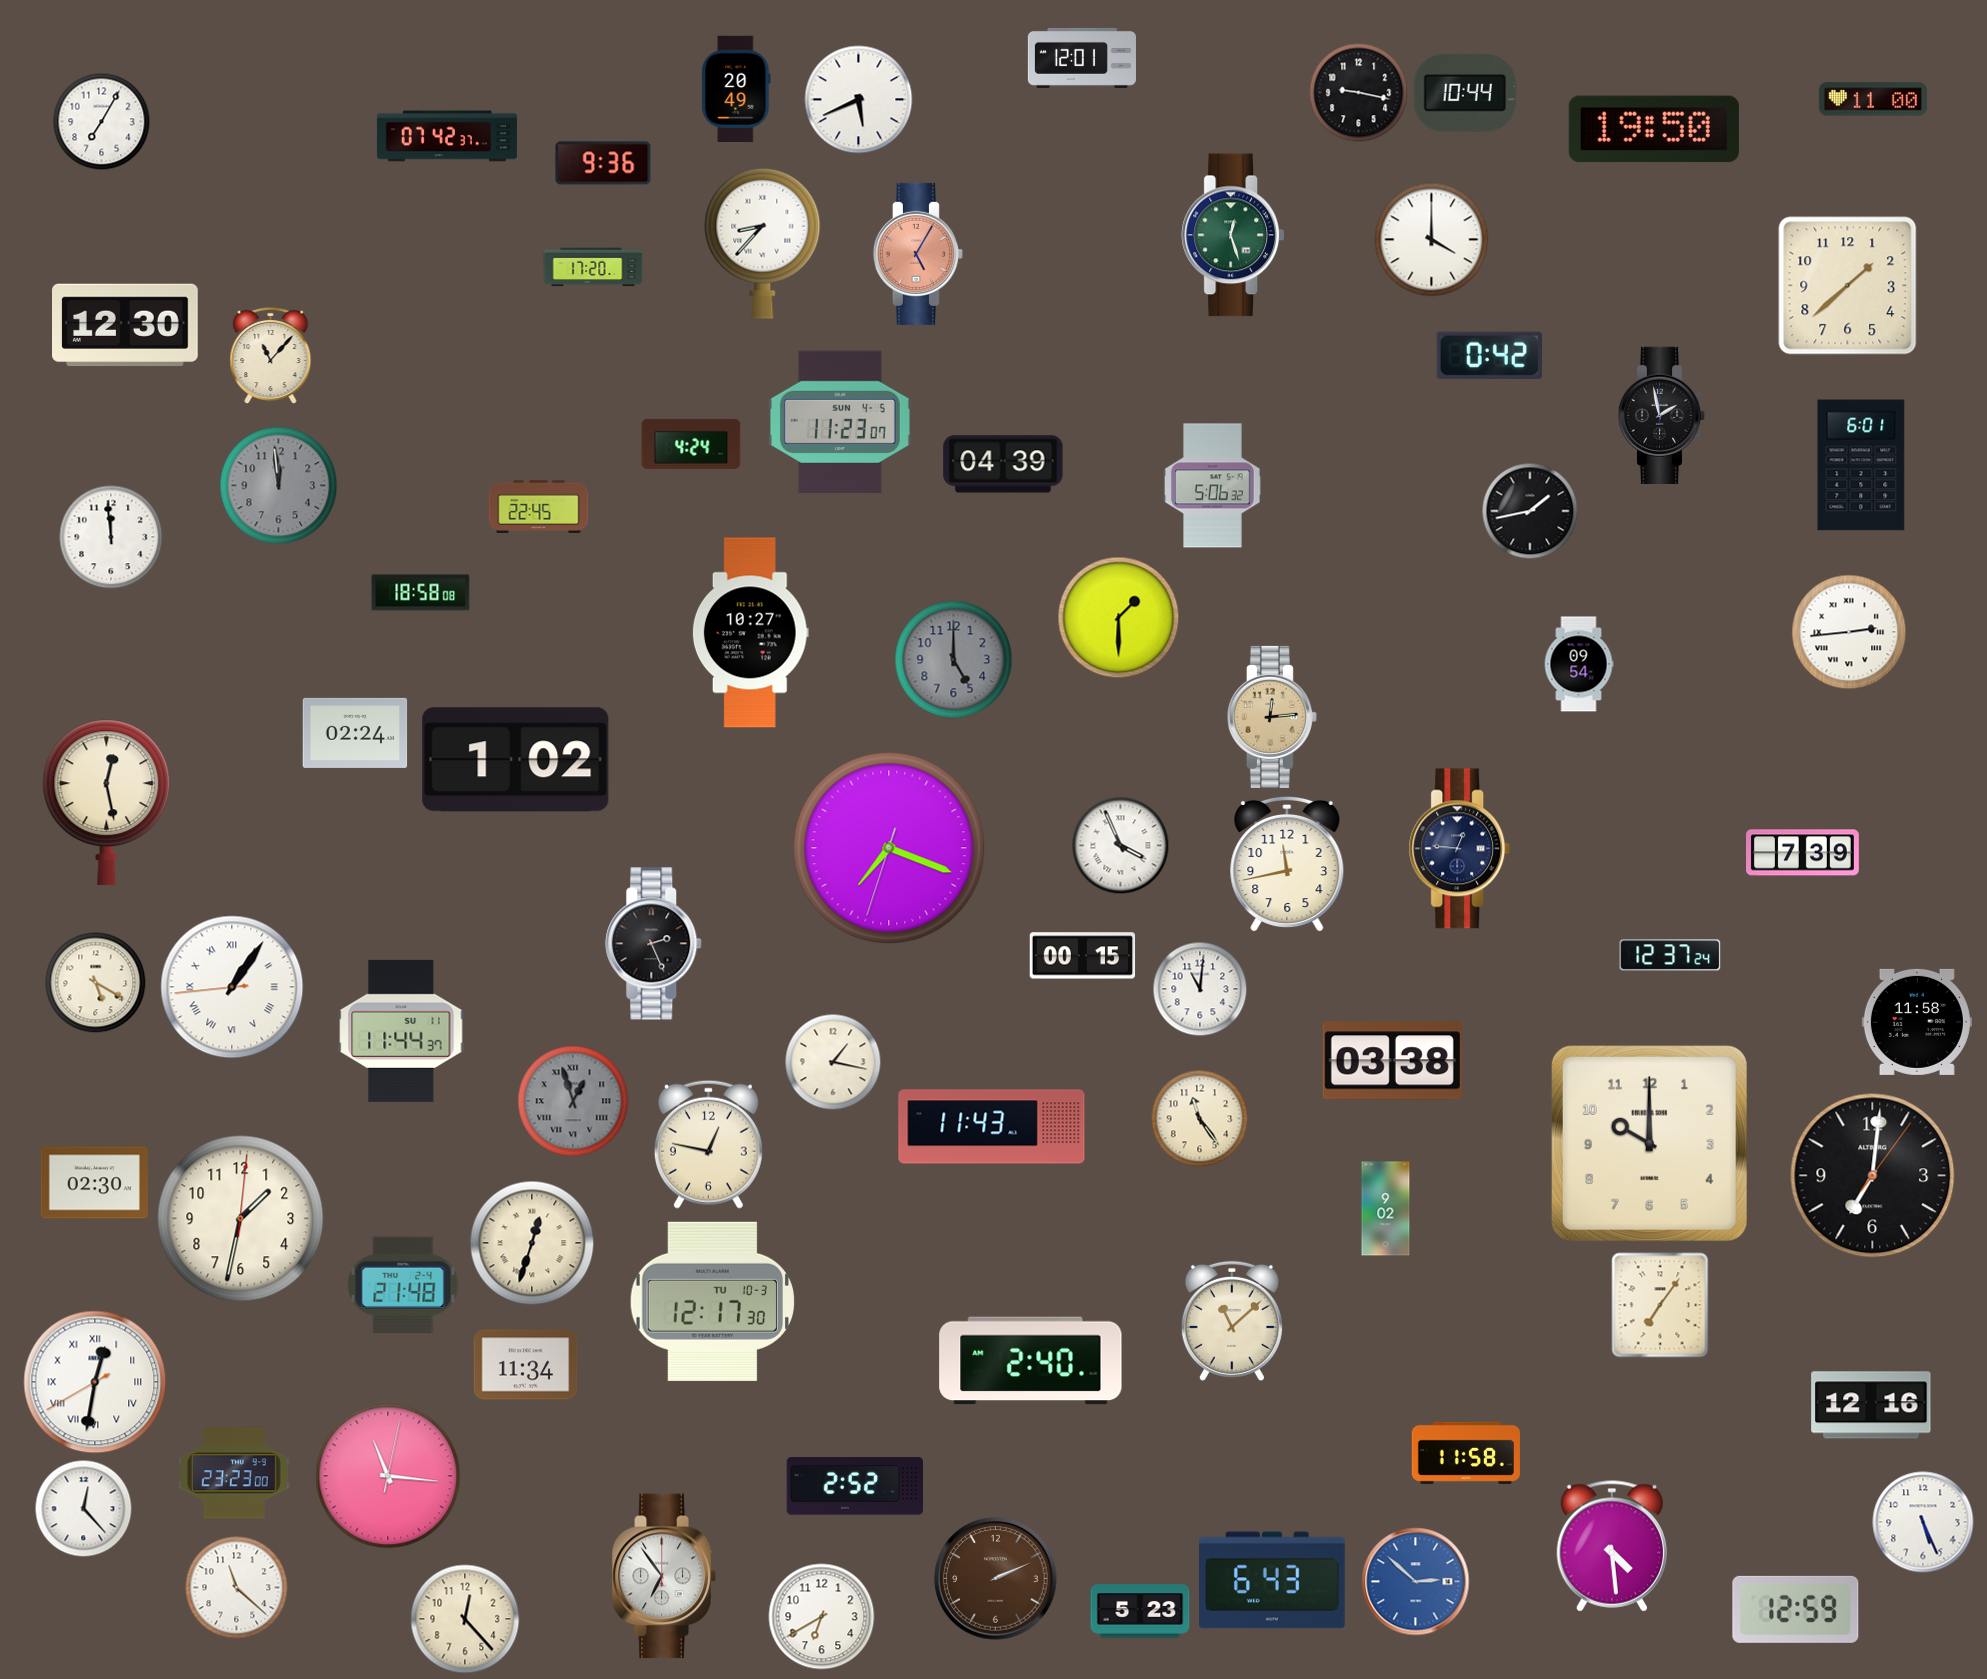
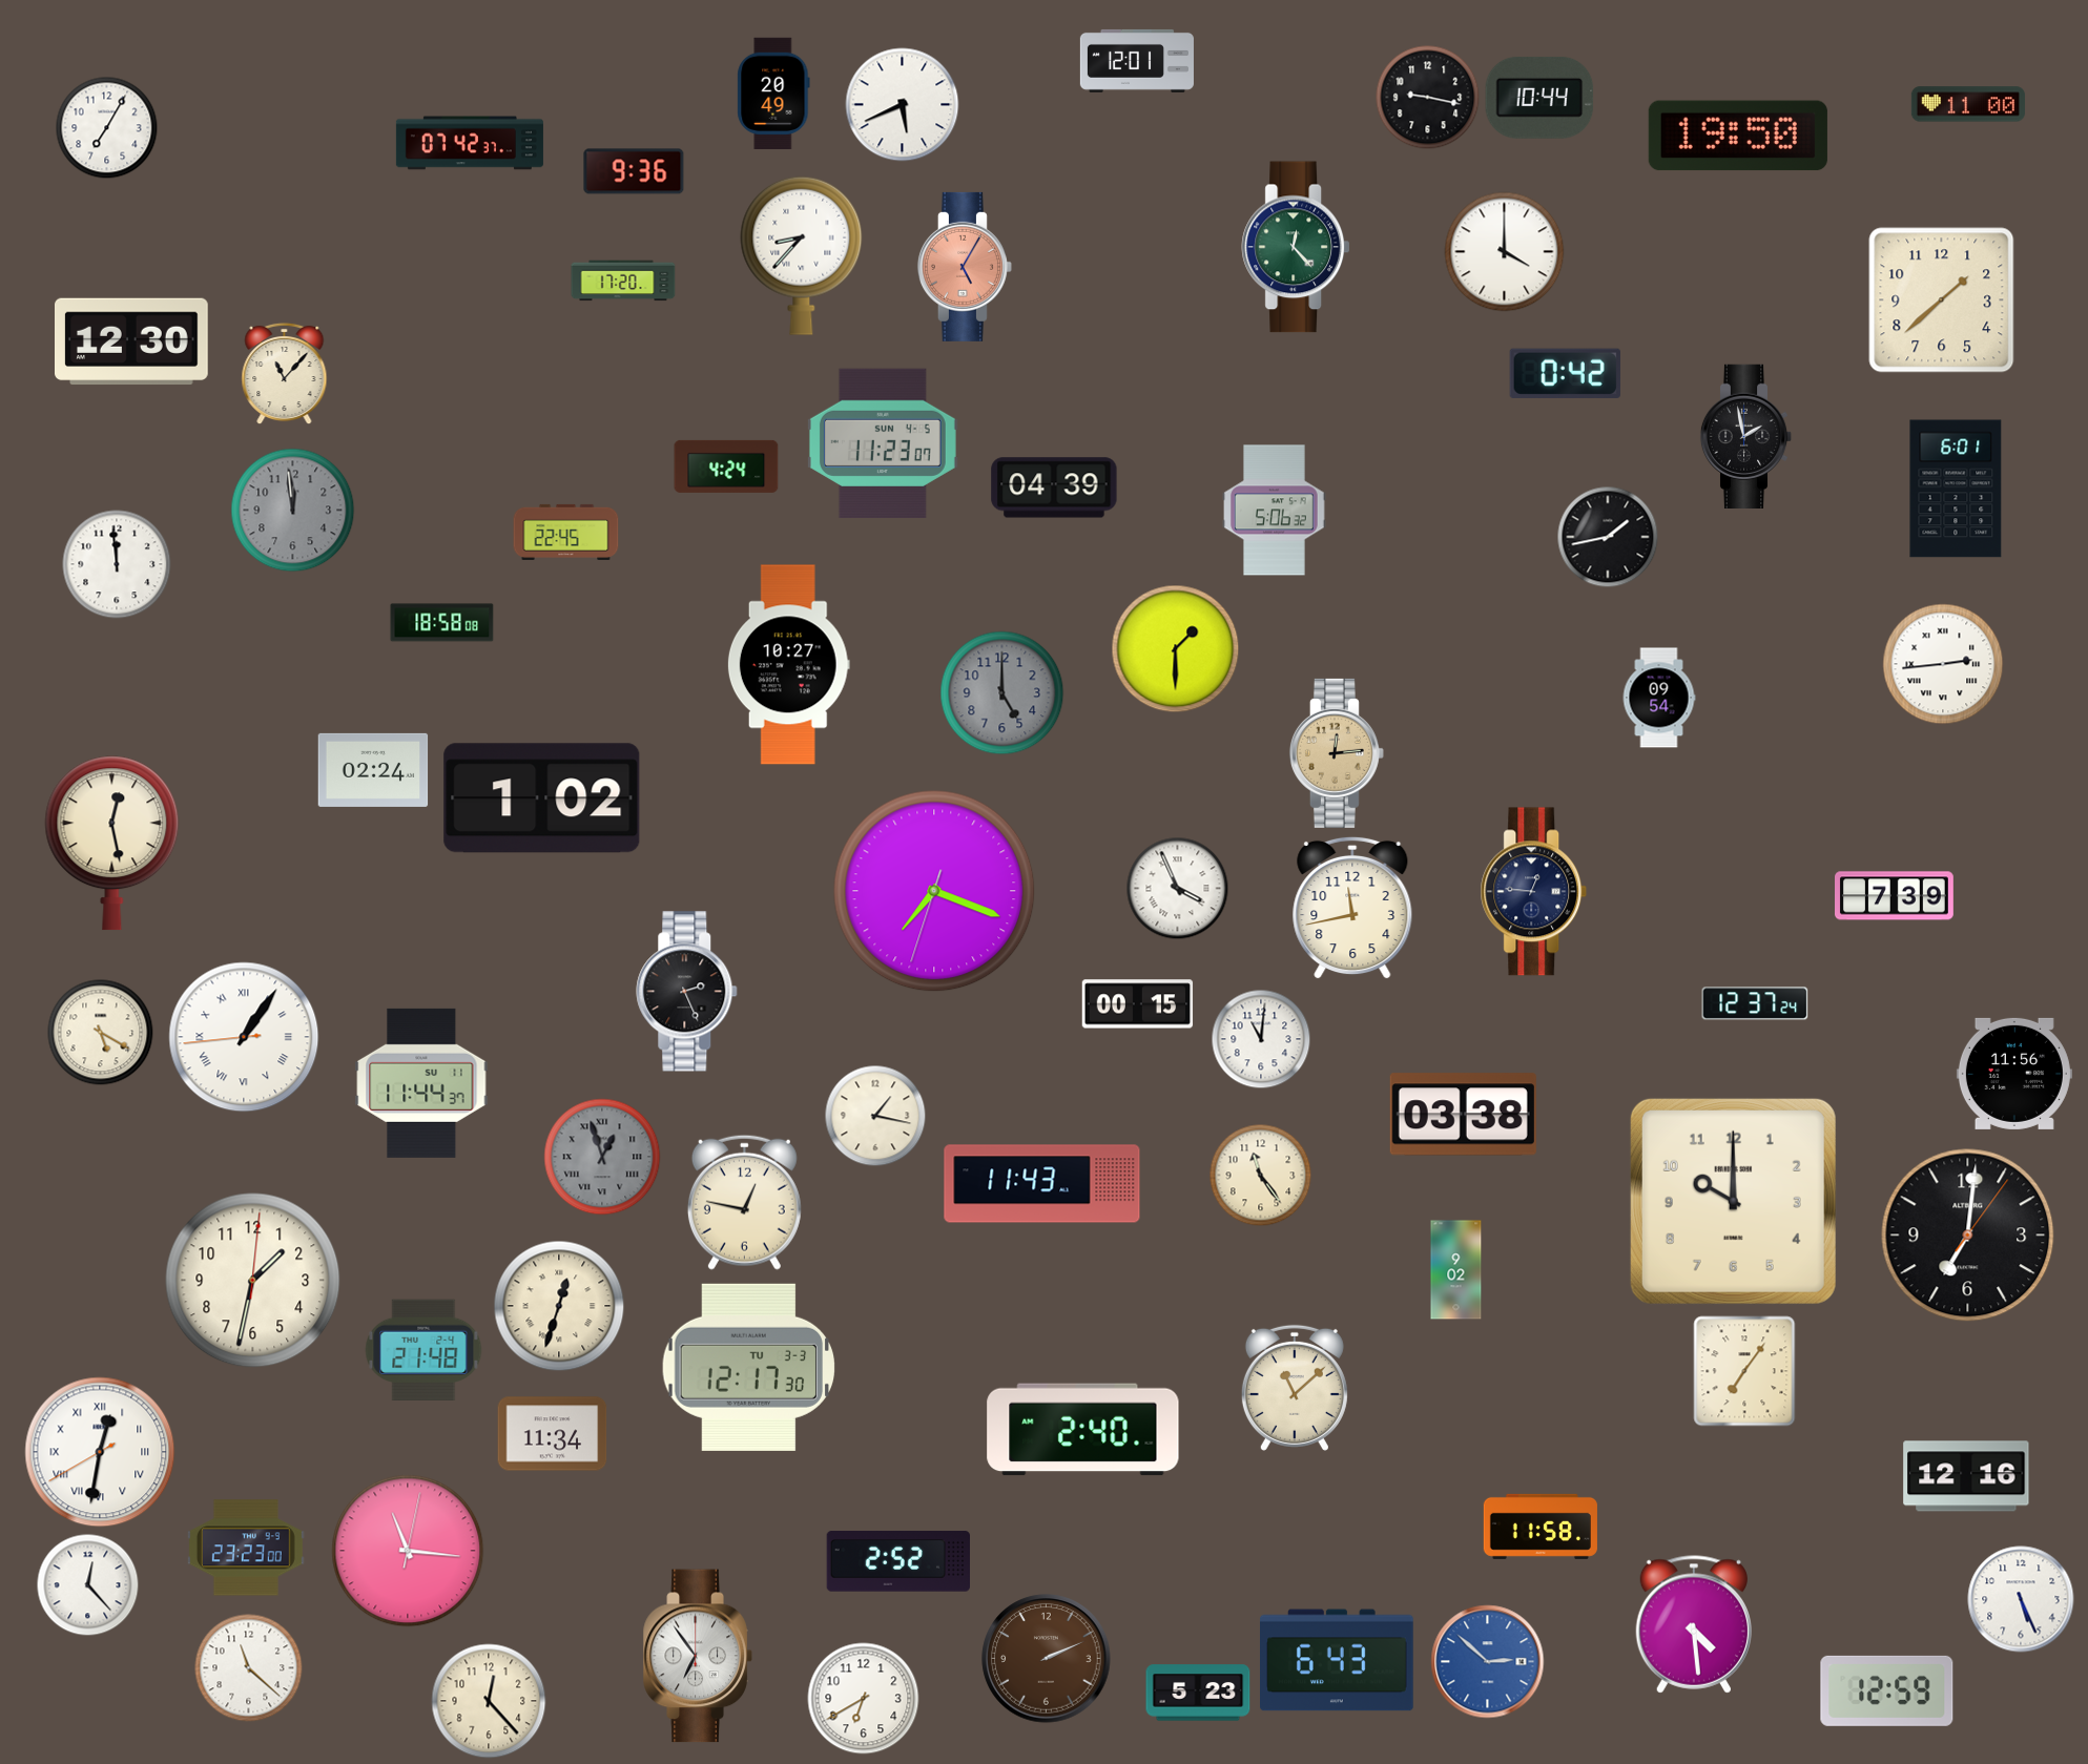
clock at (1232, 235): 12:27 -> 12:23
clock at (1917, 1022): 11:58 -> 11:56
clock at (94, 1183): 02:30 -> none
clock at (713, 1301) date: TU 10-3 -> TU 3-3
